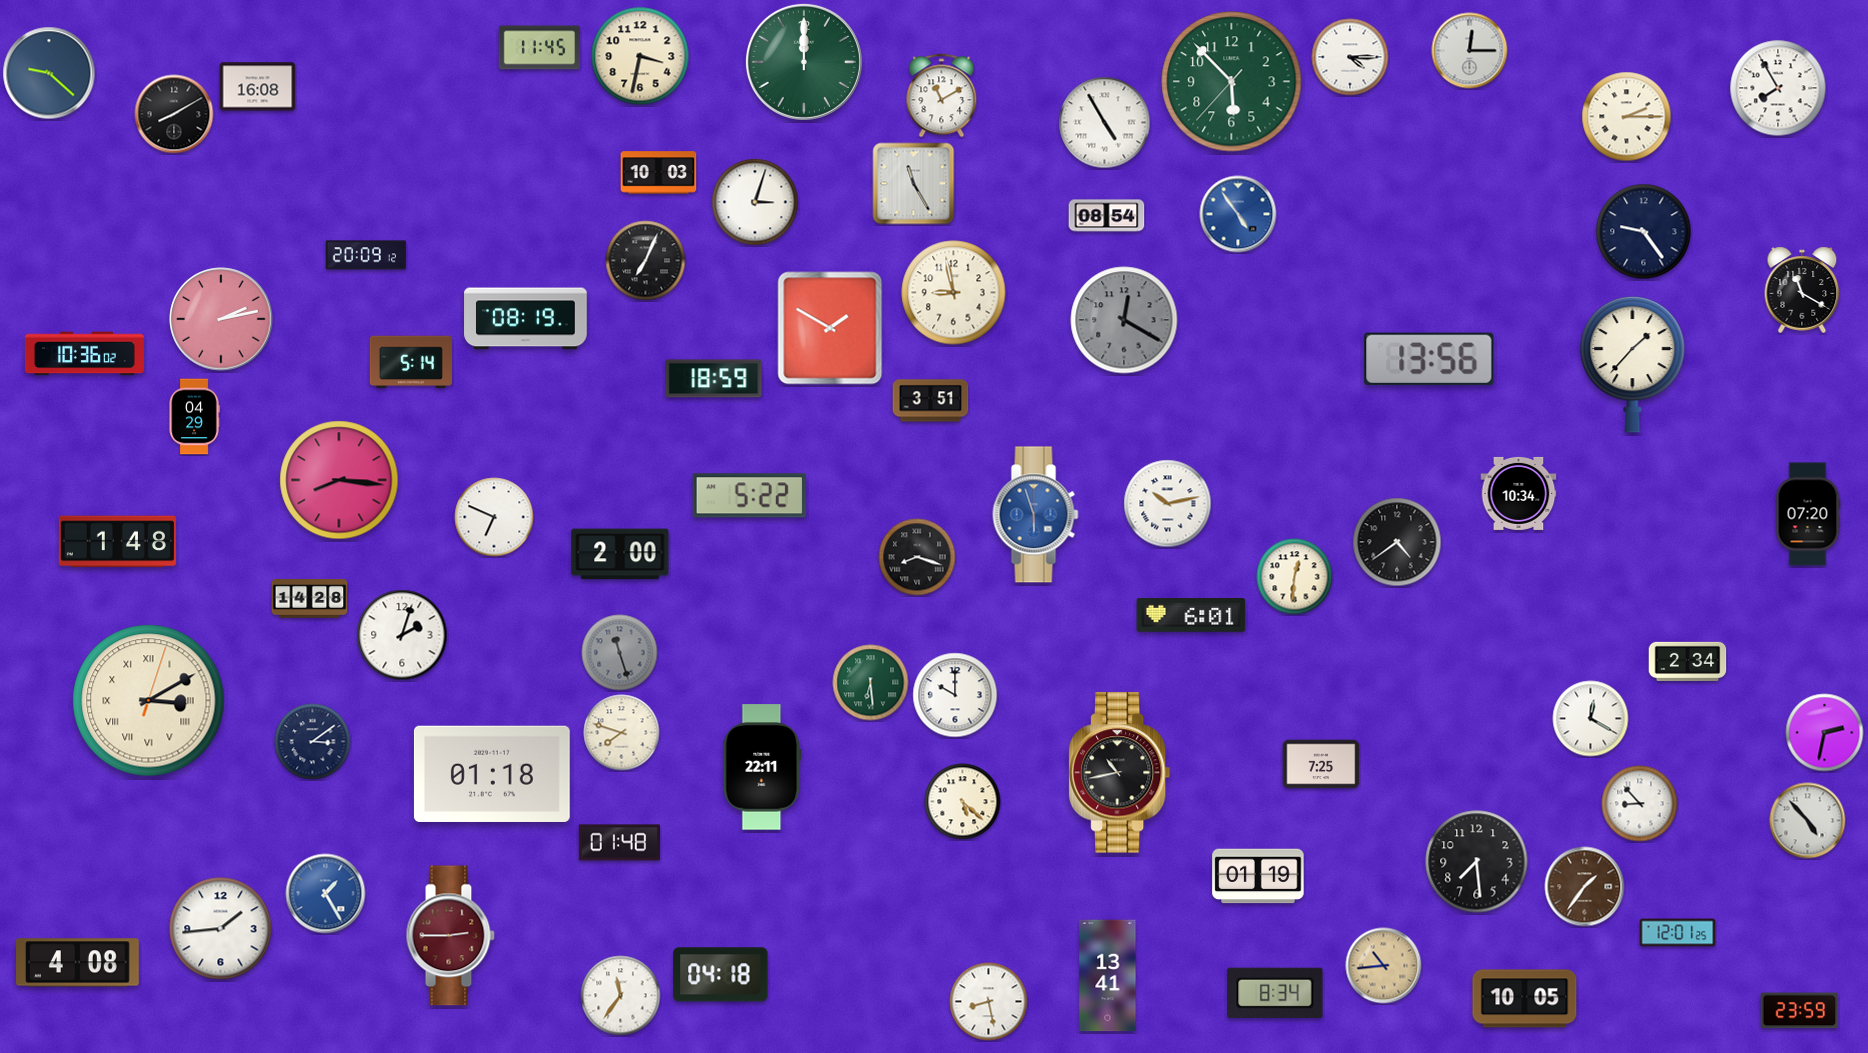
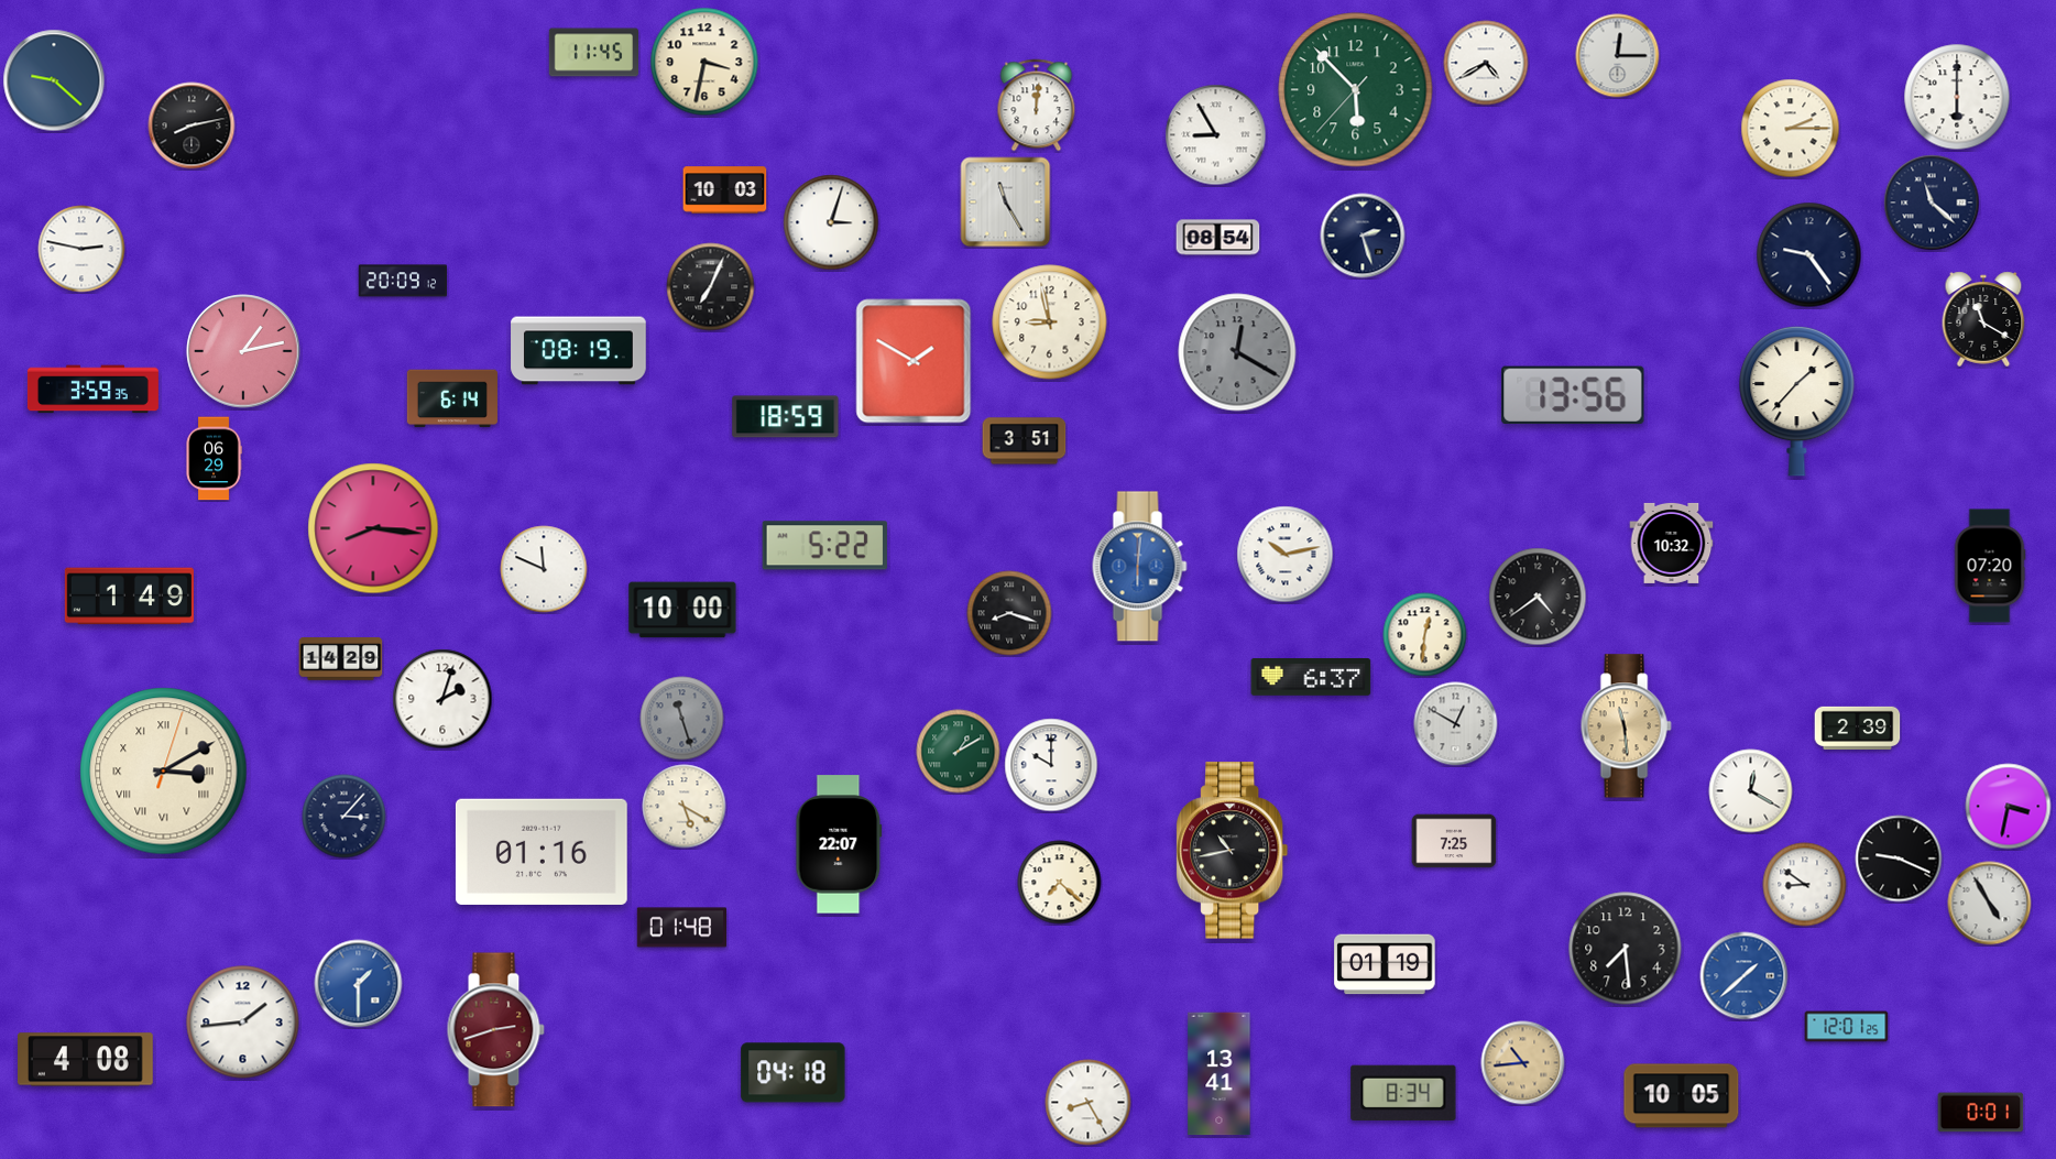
clock at (1350, 57): 4:15 -> 4:40
clock at (804, 62): 12:00 -> none
clock at (258, 87): 16:08 -> none
clock at (1778, 88): 7:55 -> 6:00
clock at (942, 96): 11:10 -> 12:01
clock at (174, 114): 8:10 -> 8:13
clock at (1105, 123): 4:55 -> 8:55
clock at (1932, 203): none -> 11:22
clock at (1238, 214): 4:54 -> 2:27
clock at (1238, 214) dial: blue -> navy
clock at (81, 249): none -> 2:47
clock at (221, 319): 2:13 -> 1:13
clock at (84, 354): 10:36 -> 3:59
clock at (411, 362): 5:14 -> 6:14
clock at (194, 417): 04:29 -> 06:29
clock at (1519, 493): 10:34 -> 10:32
clock at (1036, 515): 5:57 -> 6:01
clock at (494, 517): 6:49 -> 11:49
clock at (117, 542): 1:48 -> 1:49
clock at (620, 554): 2:00 -> 10:00
clock at (310, 599): 14:28 -> 14:29
clock at (1191, 616): 6:01 -> 6:37
clock at (1456, 724): none -> 12:50
clock at (1626, 726): none -> 11:29
clock at (1688, 661): 2:34 -> 2:39
clock at (871, 683): 6:29 -> 1:10
clock at (622, 733): 7:48 -> 5:20
clock at (1825, 733): 2:32 -> 3:32
clock at (313, 742): 3:09 -> 3:07
clock at (762, 767): 22:11 -> 22:07
clock at (492, 774): 01:18 -> 01:16
clock at (1899, 859): none -> 9:19
clock at (963, 802): 5:22 -> 7:22
clock at (1640, 804): 8:53 -> 8:51
clock at (1808, 821): 4:53 -> 4:55
clock at (1585, 887): 1:36 -> 1:38
clock at (1585, 887) dial: brown -> blue
clock at (326, 894): 1:25 -> 1:30
clock at (450, 936): 2:45 -> 2:42
clock at (621, 996): 11:36 -> none
clock at (1525, 999) position: (1525, 999) -> (1682, 1096)
clock at (989, 1002): 8:28 -> 8:25
clock at (1800, 1011): 23:59 -> 0:01
